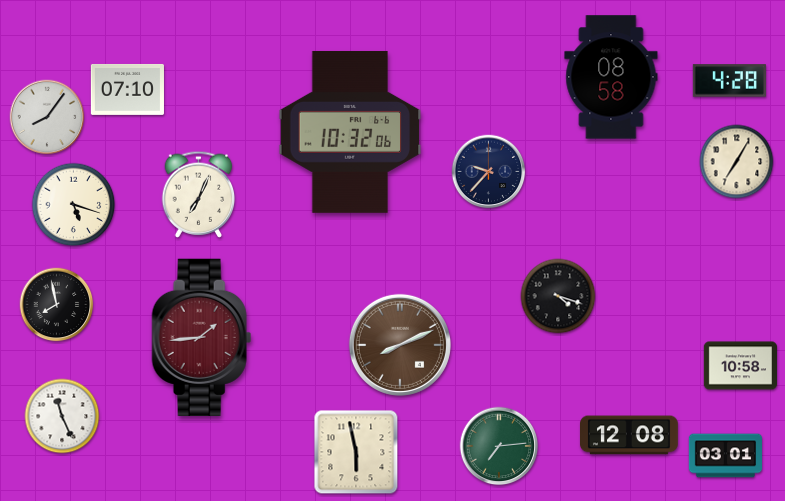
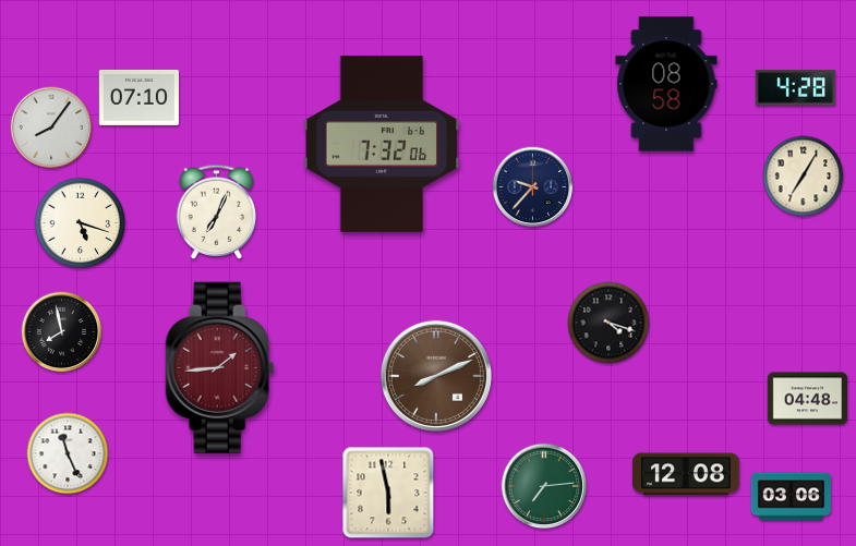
clock at (350, 132): 10:32 -> 7:32
clock at (740, 366): 10:58 -> 04:48
clock at (725, 456): 03:01 -> 03:06
